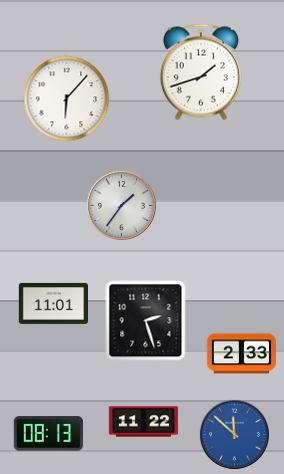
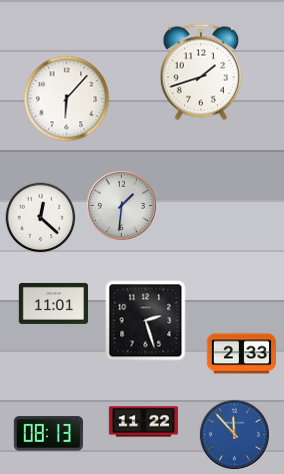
clock at (121, 205): 1:36 -> 1:31
clock at (41, 218): none -> 12:22
clock at (234, 434): 11:52 -> 11:53
